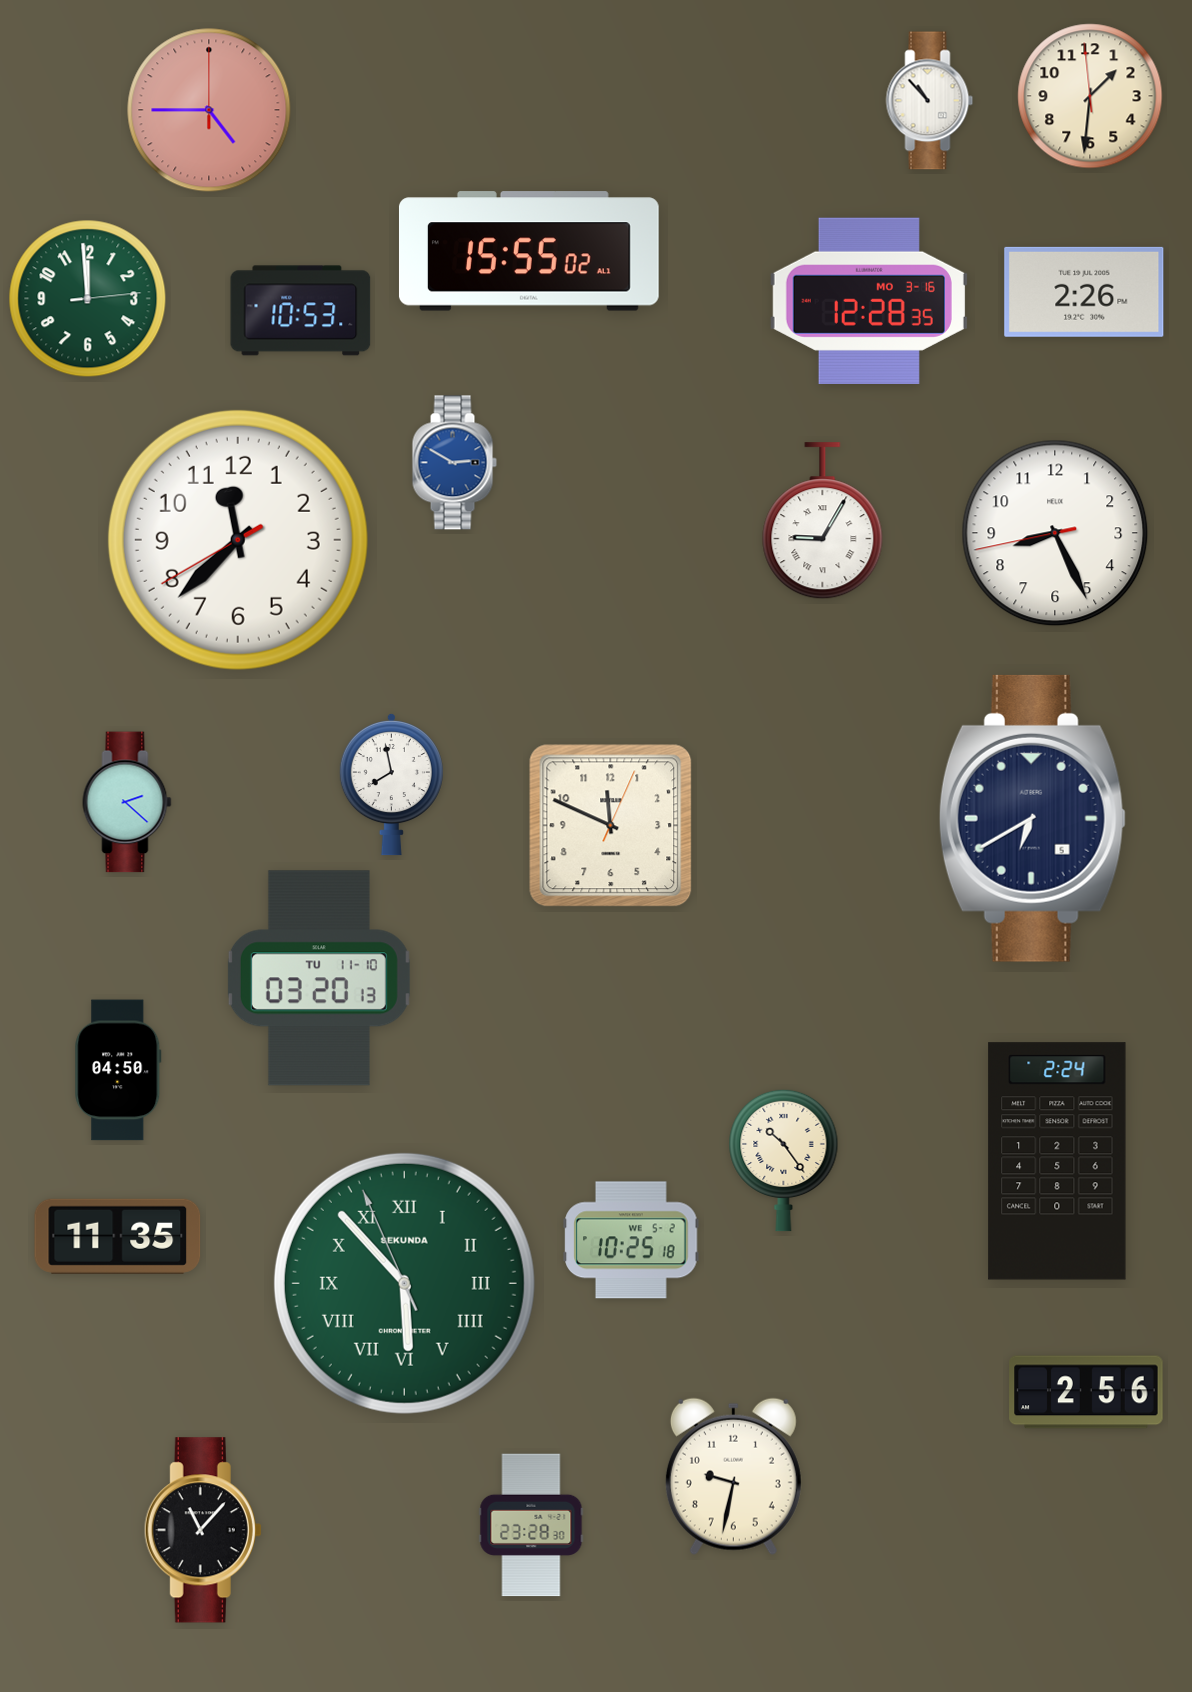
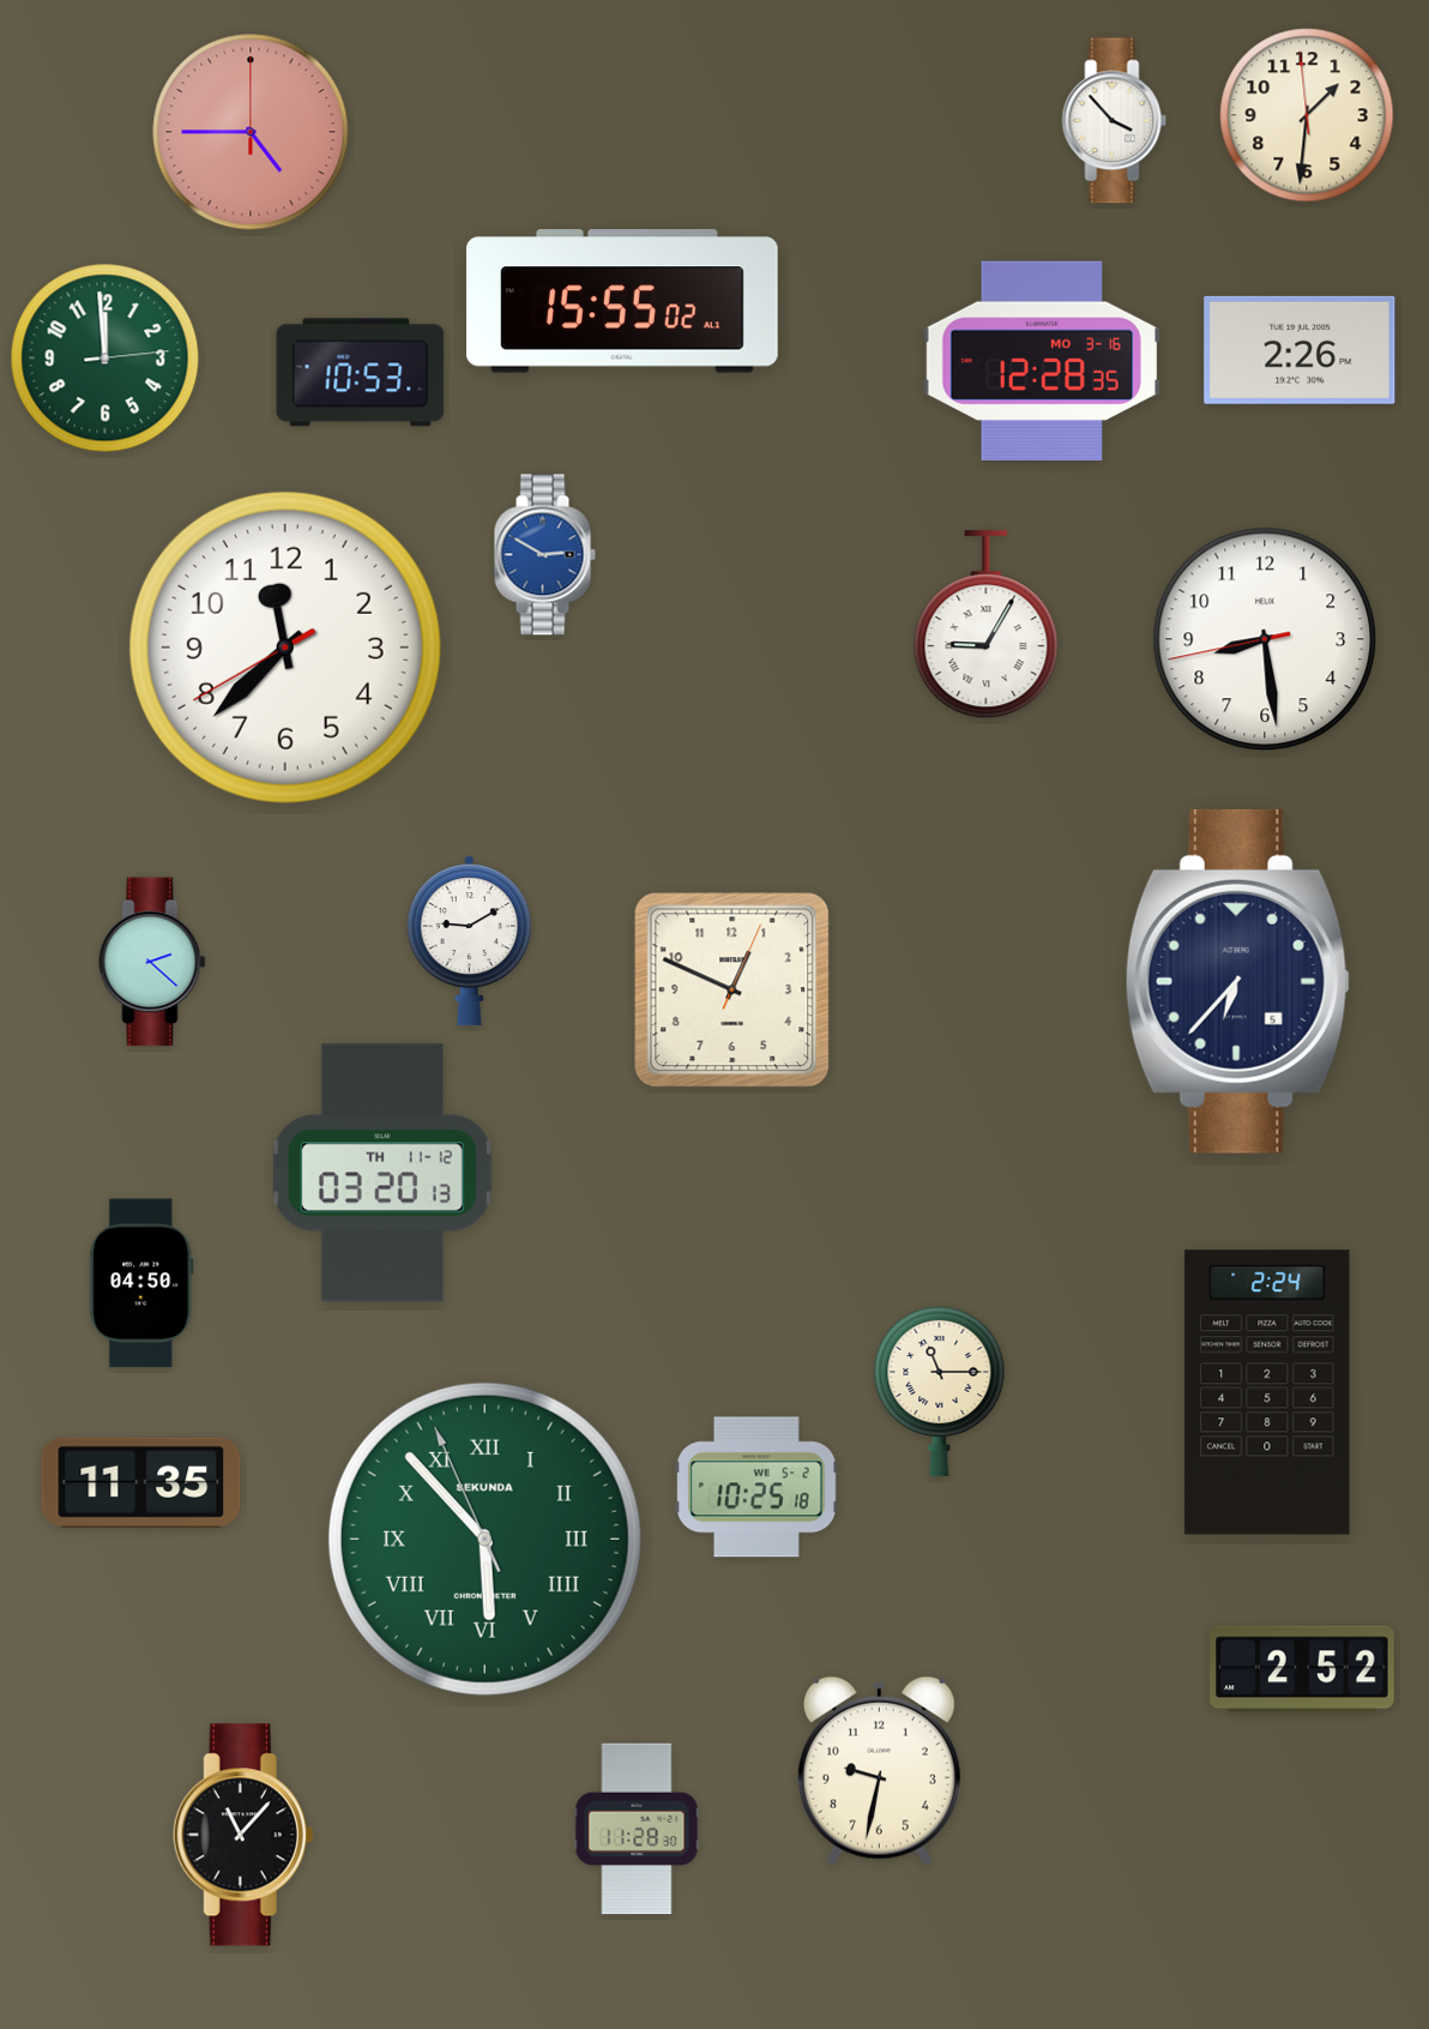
clock at (930, 101): 10:53 -> 3:53
clock at (529, 251) position: (529, 251) -> (622, 301)
clock at (1055, 533): 8:25 -> 8:28
clock at (391, 784): 7:58 -> 9:10
clock at (1032, 818): 6:40 -> 6:37
clock at (611, 826): 11:49 -> 12:49
clock at (319, 978) date: TU 11-10 -> TH 11-12
clock at (784, 1160): 10:24 -> 11:15
clock at (1086, 1392): 2:56 -> 2:52
clock at (531, 1525): 23:28 -> 11:28
